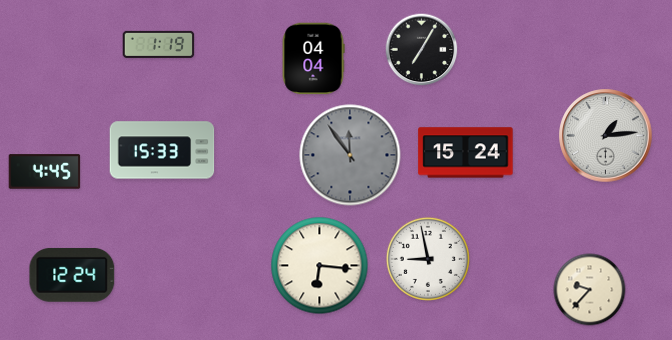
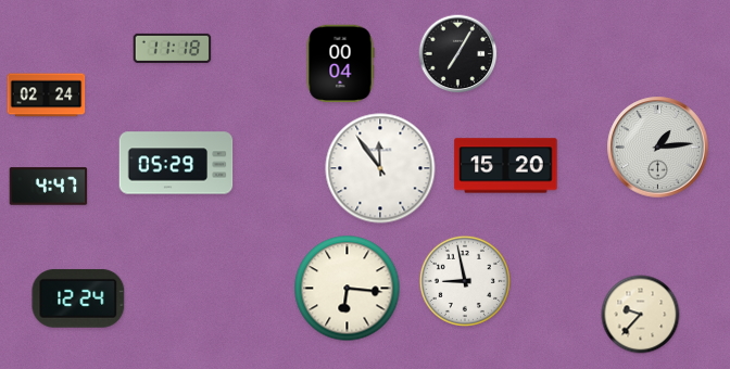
clock at (159, 44): 1:19 -> 11:18
clock at (313, 59): 04:04 -> 00:04
clock at (47, 96): none -> 02:24
clock at (162, 150): 15:33 -> 05:29
clock at (466, 153): 15:24 -> 15:20
clock at (350, 155) dial: grey -> white
clock at (45, 172): 4:45 -> 4:47
